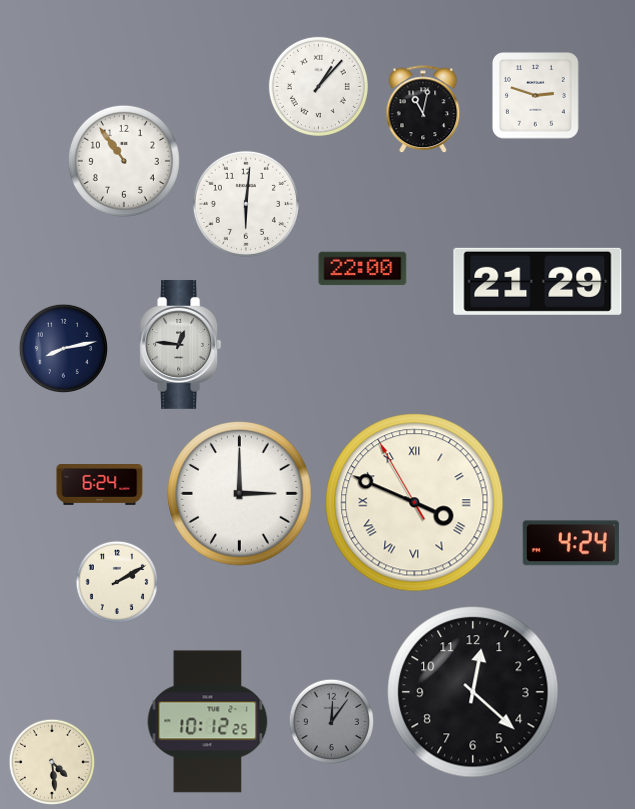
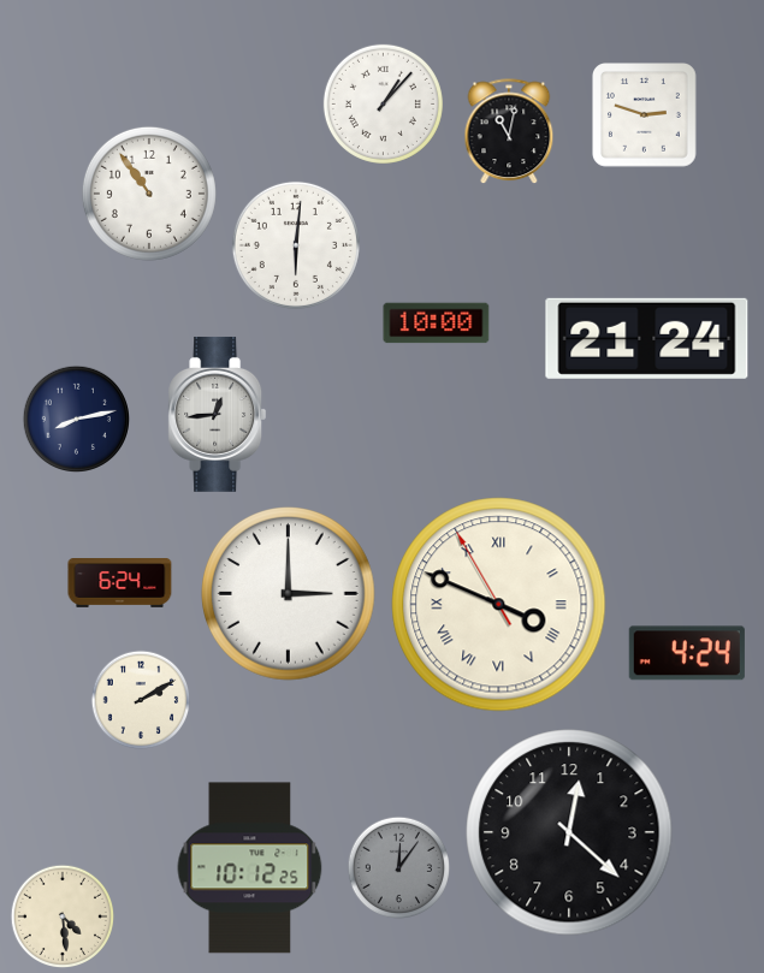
clock at (363, 269): 22:00 -> 10:00
clock at (538, 281): 21:29 -> 21:24
clock at (181, 344): 12:46 -> 12:44
